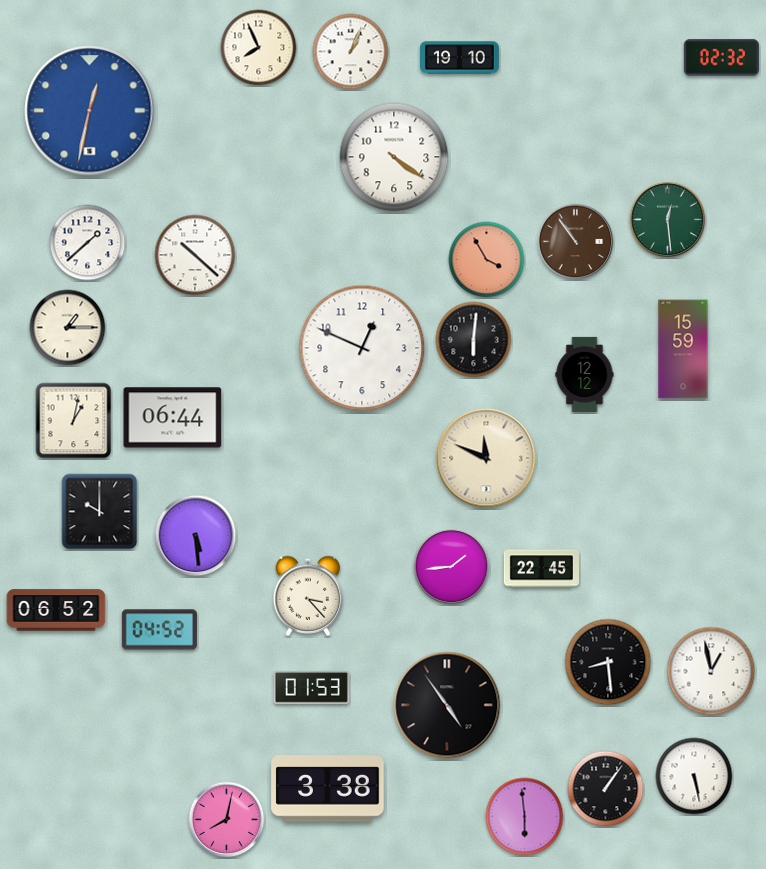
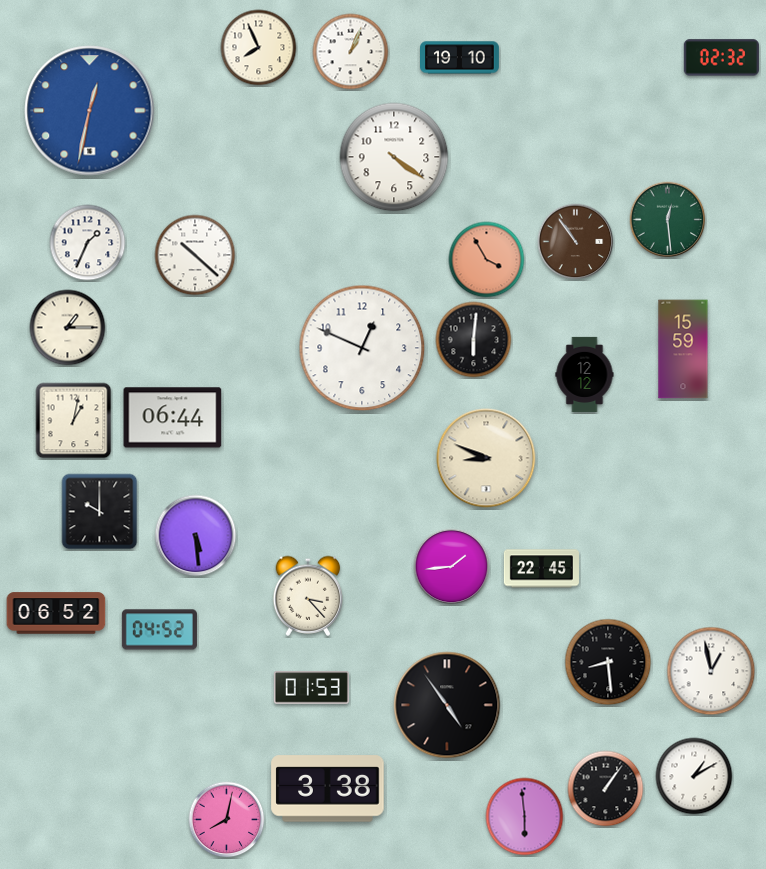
clock at (88, 243): 1:38 -> 1:34
clock at (486, 458): 11:49 -> 8:49
clock at (56, 610) position: (56, 610) -> (56, 613)
clock at (694, 776): 5:28 -> 1:10
